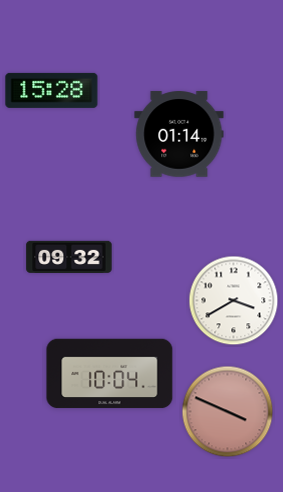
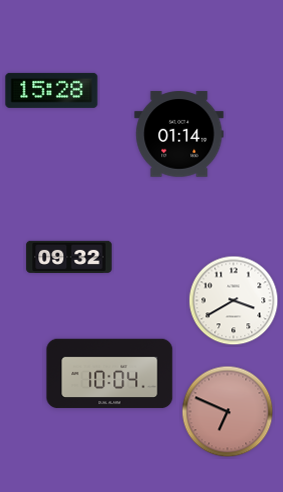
clock at (228, 412): 3:49 -> 6:49
